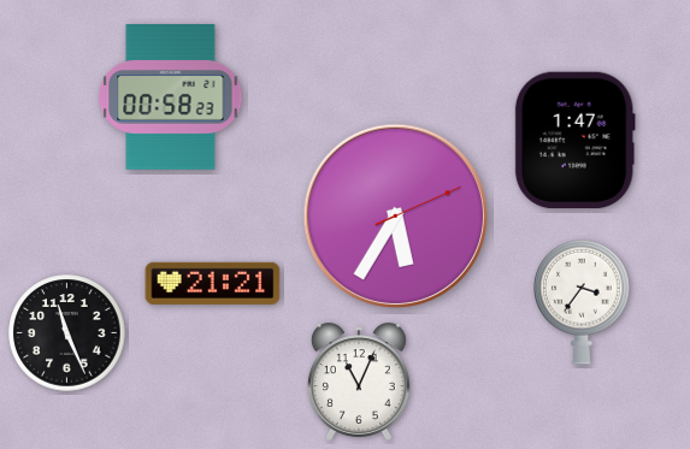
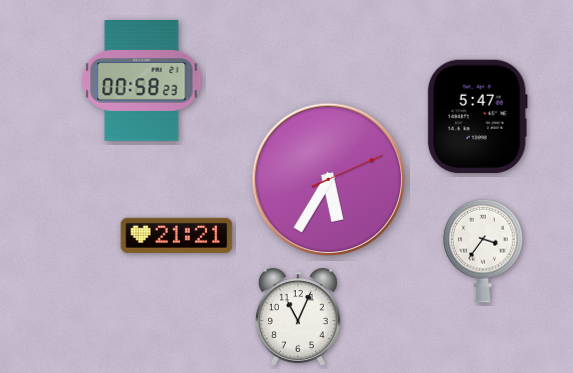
clock at (574, 141): 1:47 -> 5:47
clock at (67, 333): 11:26 -> none
